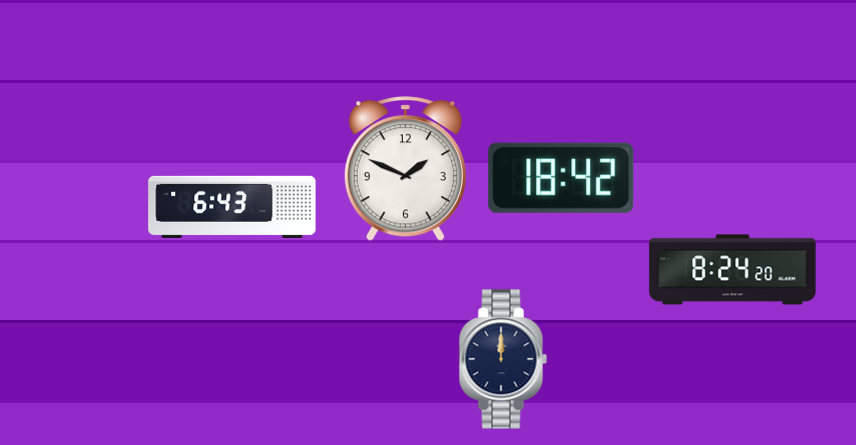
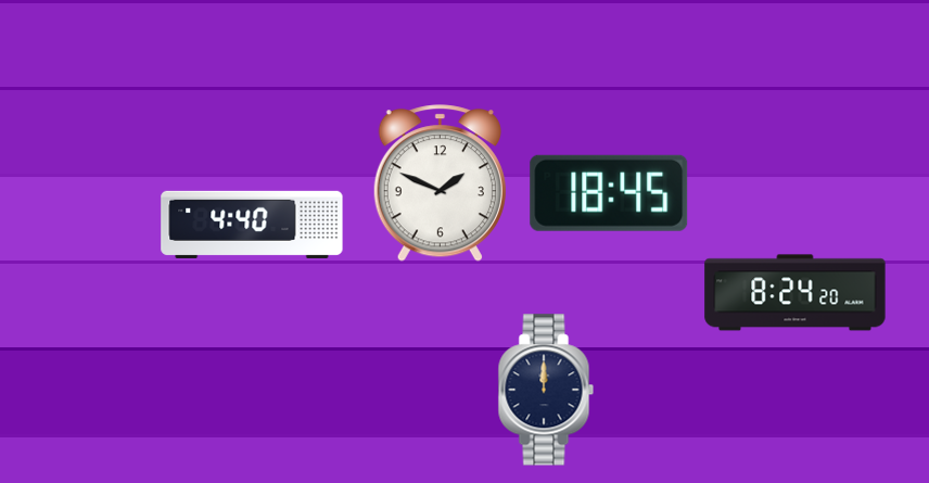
clock at (561, 178): 18:42 -> 18:45
clock at (232, 207): 6:43 -> 4:40
